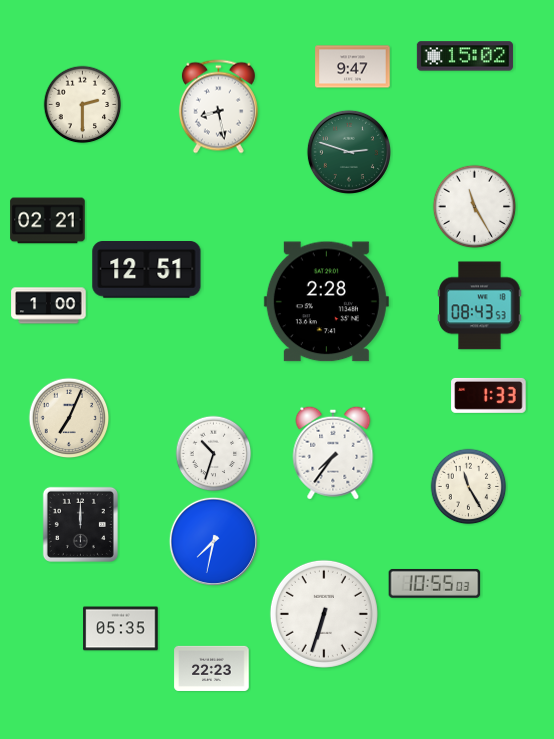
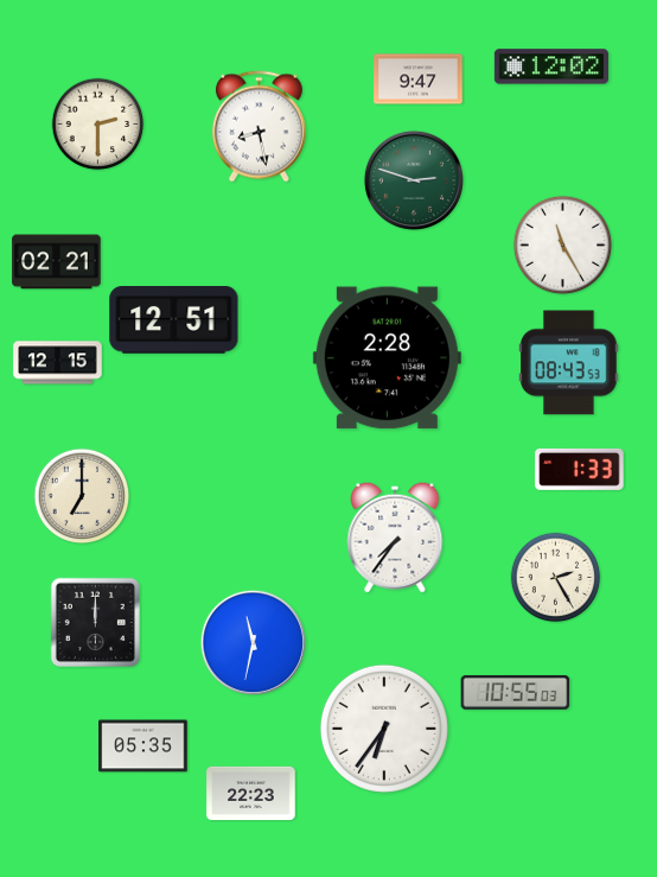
clock at (465, 56): 15:02 -> 12:02
clock at (49, 306): 1:00 -> 12:15
clock at (69, 418): 7:04 -> 7:00
clock at (214, 454): 10:33 -> none
clock at (469, 487): 11:25 -> 2:25
clock at (213, 541): 7:32 -> 11:32
clock at (324, 614): 6:33 -> 6:36
